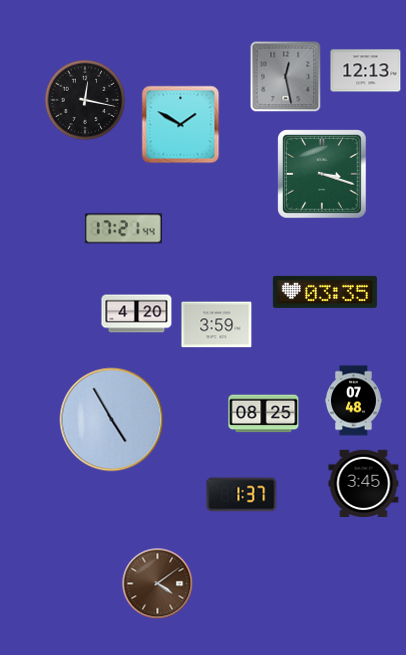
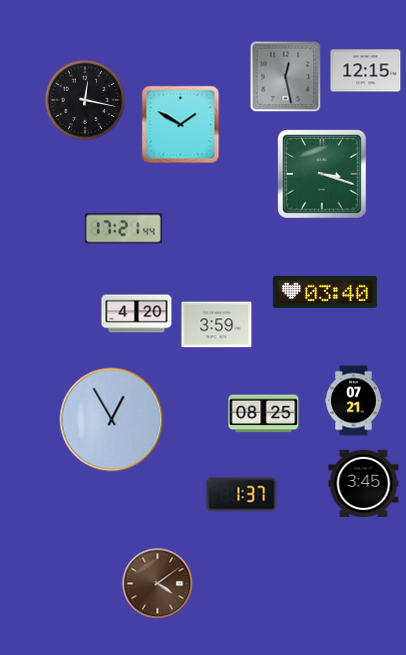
clock at (366, 71): 12:13 -> 12:15
clock at (325, 292): 03:35 -> 03:40
clock at (354, 401): 07:48 -> 07:21
clock at (112, 420): 4:55 -> 12:55
